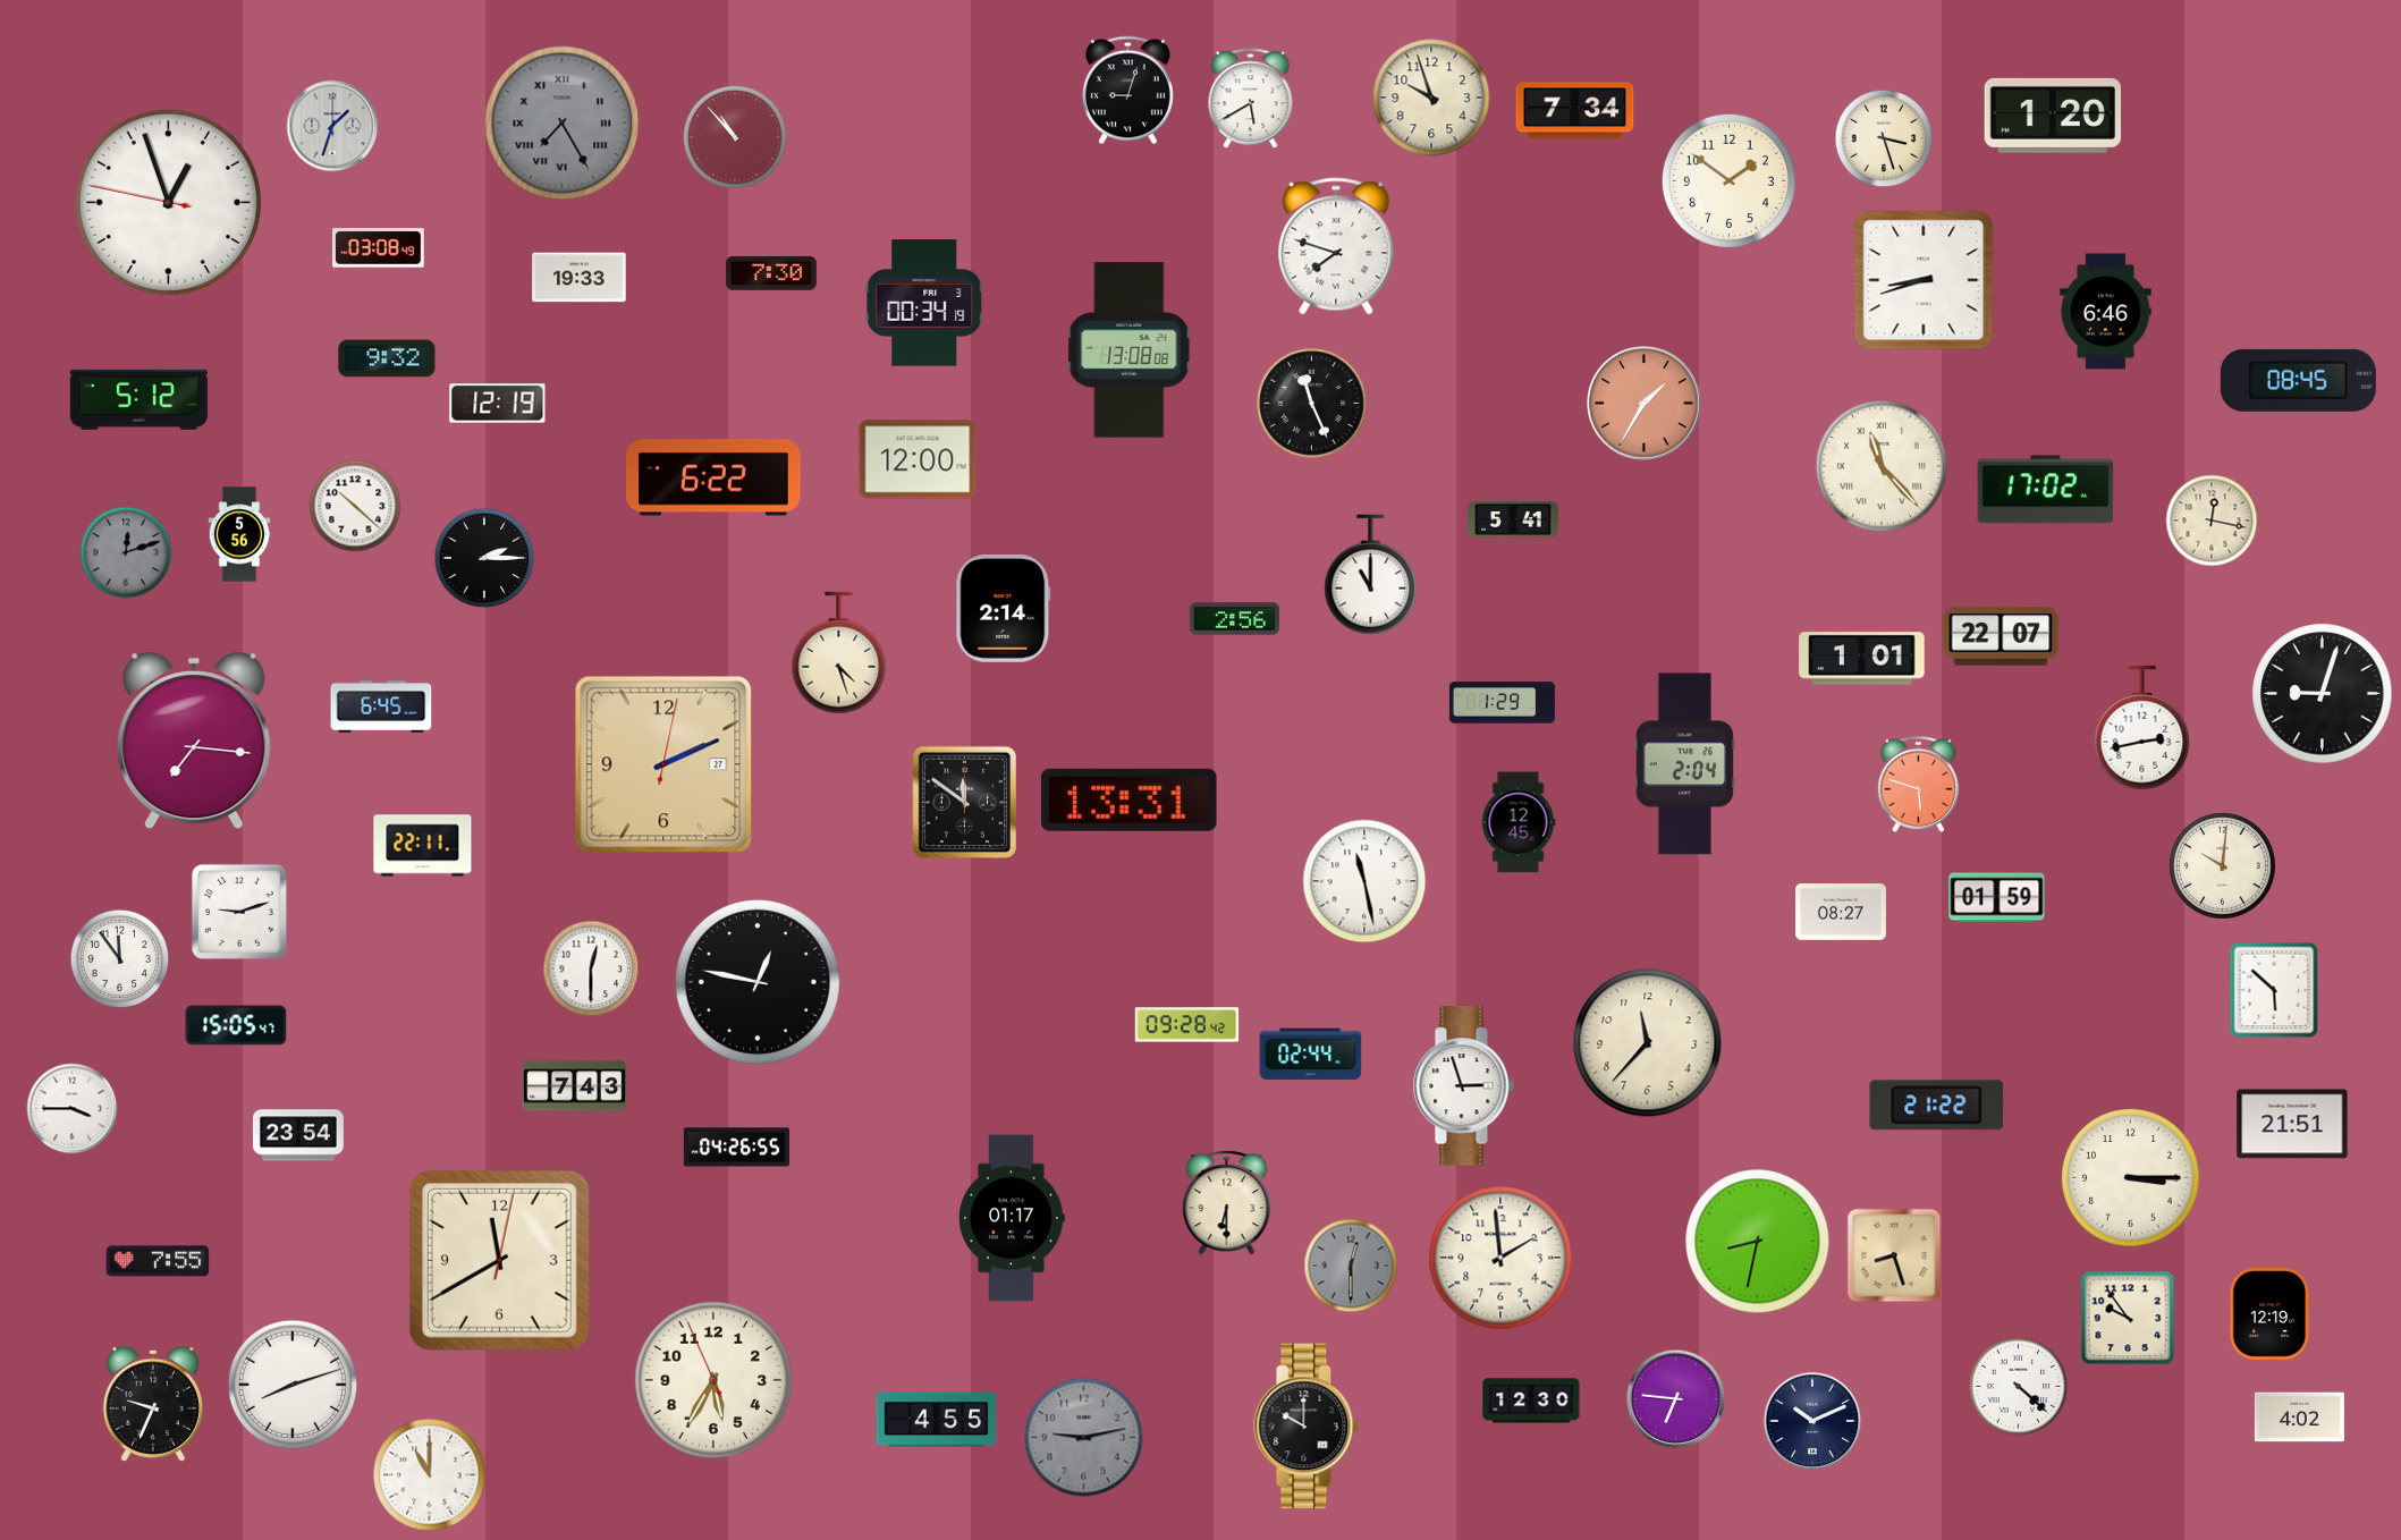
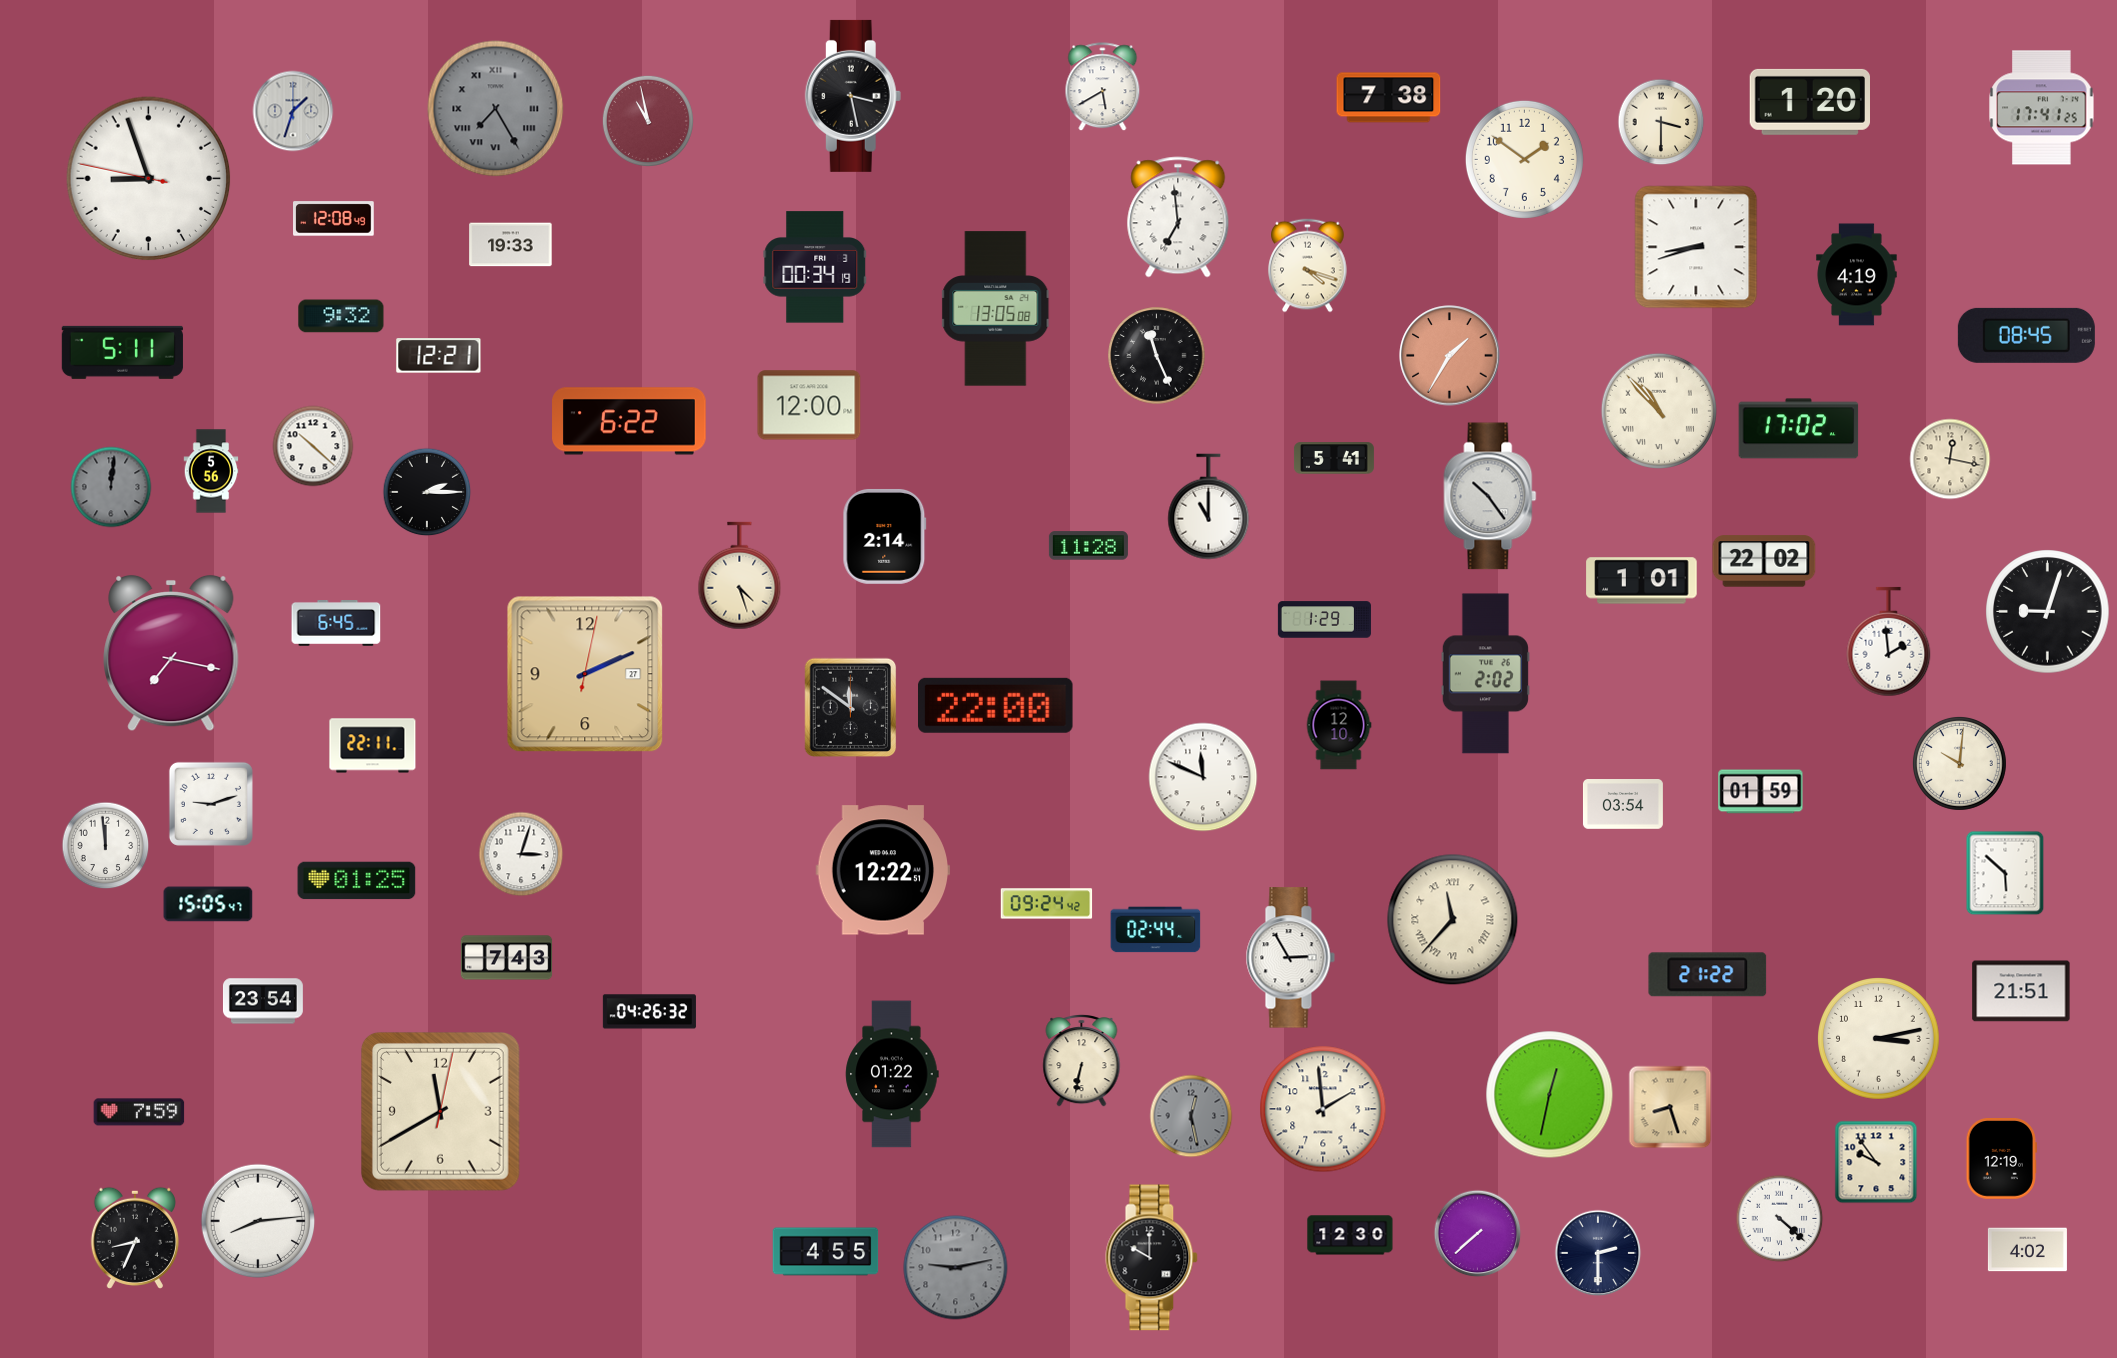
clock at (1127, 91): 9:03 -> none
clock at (1431, 98): 9:57 -> none
clock at (853, 96): none -> 3:28
clock at (1575, 111): 7:34 -> 7:38
clock at (2042, 108): none -> 17:41
clock at (735, 137): 10:53 -> 10:58
clock at (1884, 138): 3:27 -> 3:30
clock at (169, 203): 12:56 -> 8:56
clock at (1336, 246): 7:48 -> 6:59
clock at (379, 248): 03:08 -> 12:08
clock at (771, 273): 7:30 -> none
clock at (1308, 266): none -> 4:18
clock at (2106, 312): 6:46 -> 4:19
clock at (1130, 350): 13:08 -> 13:05
clock at (138, 399): 5:12 -> 5:11
clock at (498, 404): 12:19 -> 12:21
clock at (1882, 466): 11:23 -> 10:53
clock at (2046, 490) position: (2046, 490) -> (1799, 429)
clock at (126, 552): 12:12 -> 12:01
clock at (1490, 496): none -> 10:24
clock at (1234, 619): 2:56 -> 11:28
clock at (2001, 636): 22:07 -> 22:02
clock at (2142, 728): 2:43 -> 1:59
clock at (194, 741): 7:16 -> 7:17
clock at (1684, 764): 2:04 -> 2:02
clock at (1919, 784): 5:48 -> none
clock at (1130, 799): 13:31 -> 22:00
clock at (1519, 822): 12:45 -> 12:10
clock at (1364, 881): 11:28 -> 11:49
clock at (1841, 913): 08:27 -> 03:54
clock at (120, 959): 11:54 -> 11:59
clock at (591, 968): 12:30 -> 3:03
clock at (758, 982): 12:47 -> none
clock at (883, 870): none -> 12:22
clock at (357, 881): none -> 01:25
clock at (1187, 1025): 09:28 -> 09:24
clock at (1648, 1043) numerals: Arabic -> Roman
clock at (1463, 1086): 2:57 -> 2:55
clock at (73, 1109): 3:45 -> none
clock at (736, 1148): 04:26:55 -> 04:26:32
clock at (2131, 1178): 3:15 -> 3:13
clock at (1227, 1203): 6:30 -> 6:32
clock at (1012, 1218): 01:17 -> 01:22
clock at (1758, 1242): 8:32 -> 12:32
clock at (158, 1261): 7:55 -> 7:59
clock at (1351, 1266): 12:30 -> 12:28
clock at (713, 1380): 5:34 -> none
clock at (293, 1385): 8:12 -> 8:14
clock at (2019, 1387) position: (2019, 1387) -> (1780, 1219)
clock at (1676, 1399): 6:46 -> 7:38
clock at (153, 1404): 9:34 -> 8:34
clock at (1812, 1421): 10:11 -> 2:30
clock at (430, 1475): 11:00 -> none
